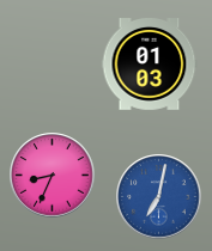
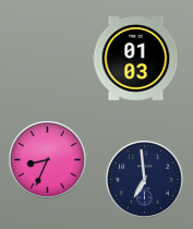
clock at (159, 197): 7:02 -> 6:59
clock at (159, 197) dial: blue -> navy
